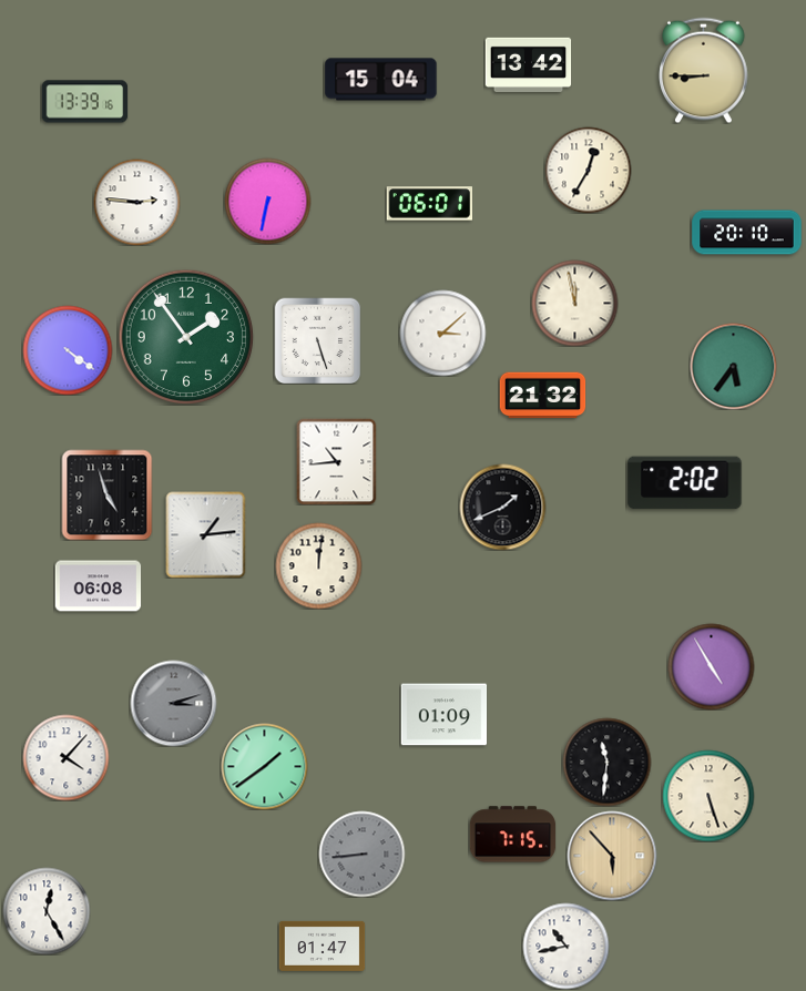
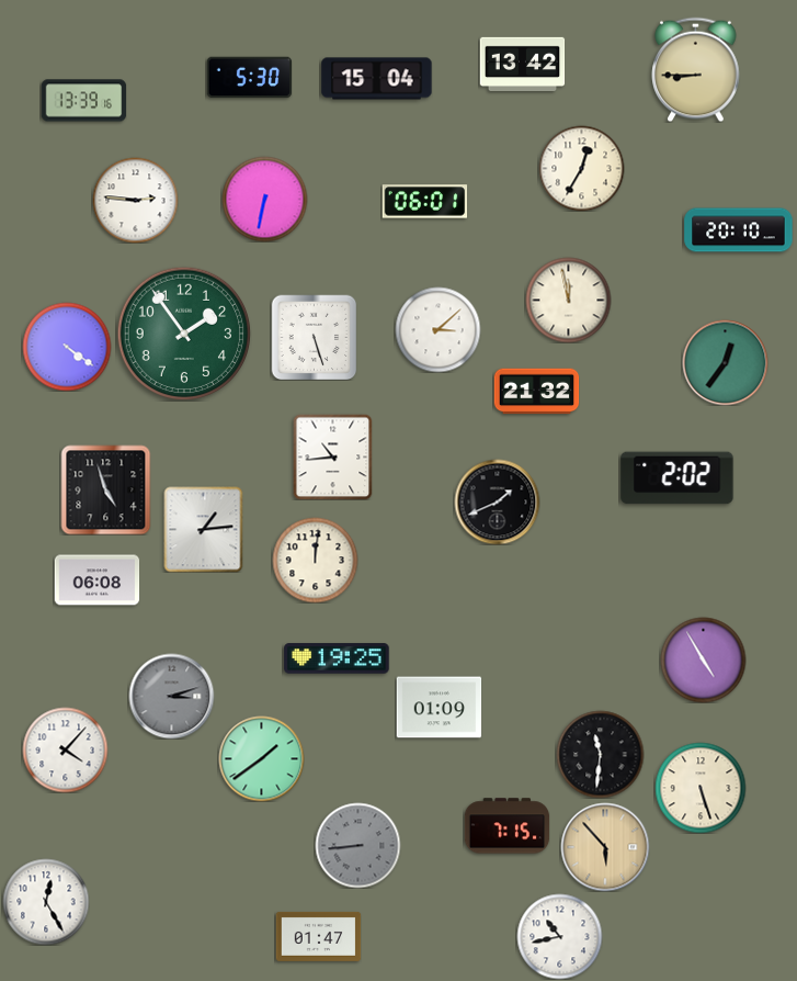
clock at (249, 78): none -> 5:30
clock at (733, 366): 5:36 -> 12:36
clock at (337, 658): none -> 19:25
